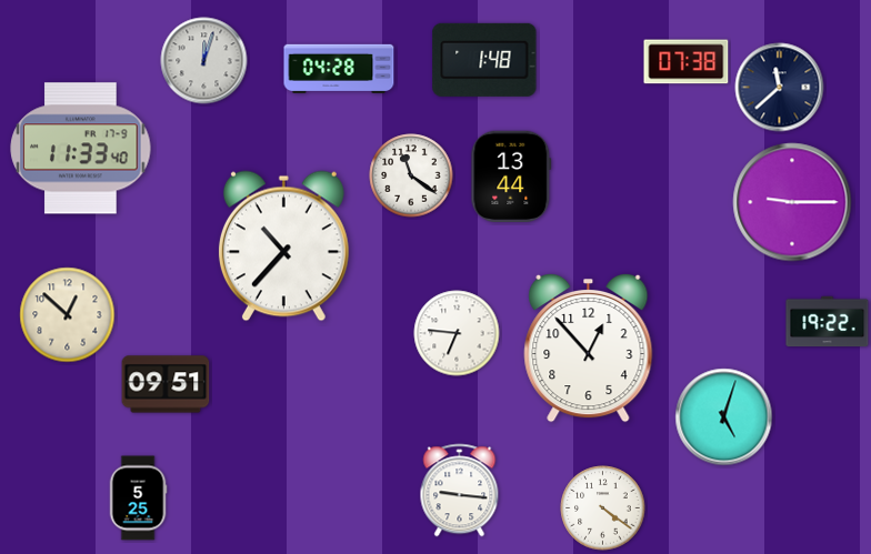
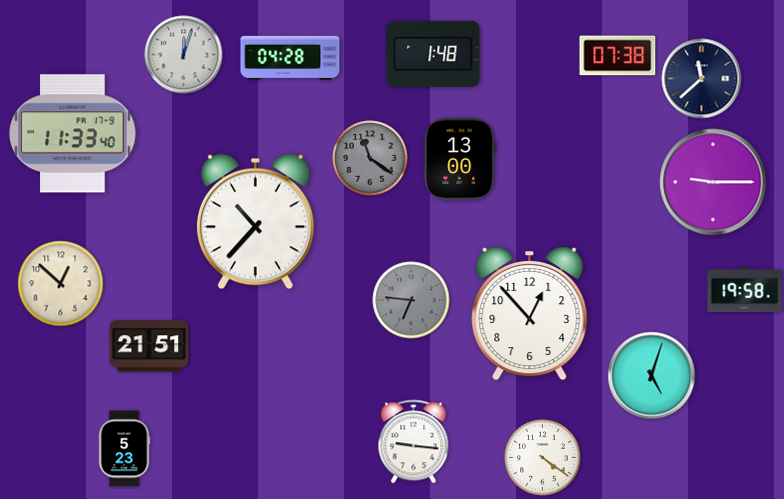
clock at (484, 60) position: (484, 60) -> (433, 54)
clock at (339, 68) position: (339, 68) -> (290, 57)
clock at (411, 175) dial: white -> grey
clock at (511, 175): 13:44 -> 13:00
clock at (828, 322): 19:22 -> 19:58
clock at (457, 333) dial: white -> grey
clock at (166, 384): 09:51 -> 21:51
clock at (138, 498): 5:25 -> 5:23
